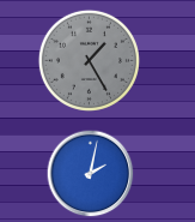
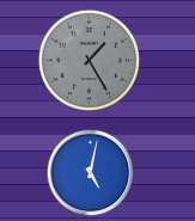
clock at (91, 174): 2:02 -> 5:02
